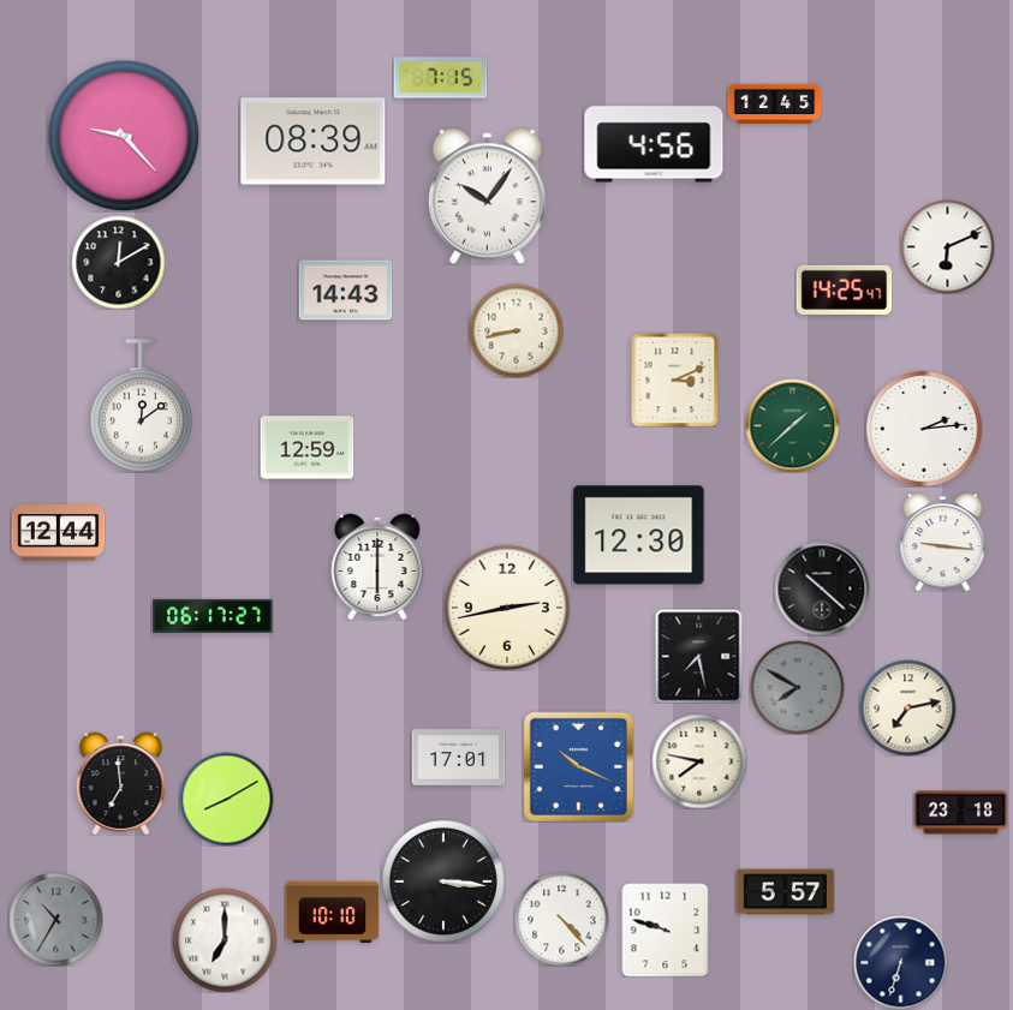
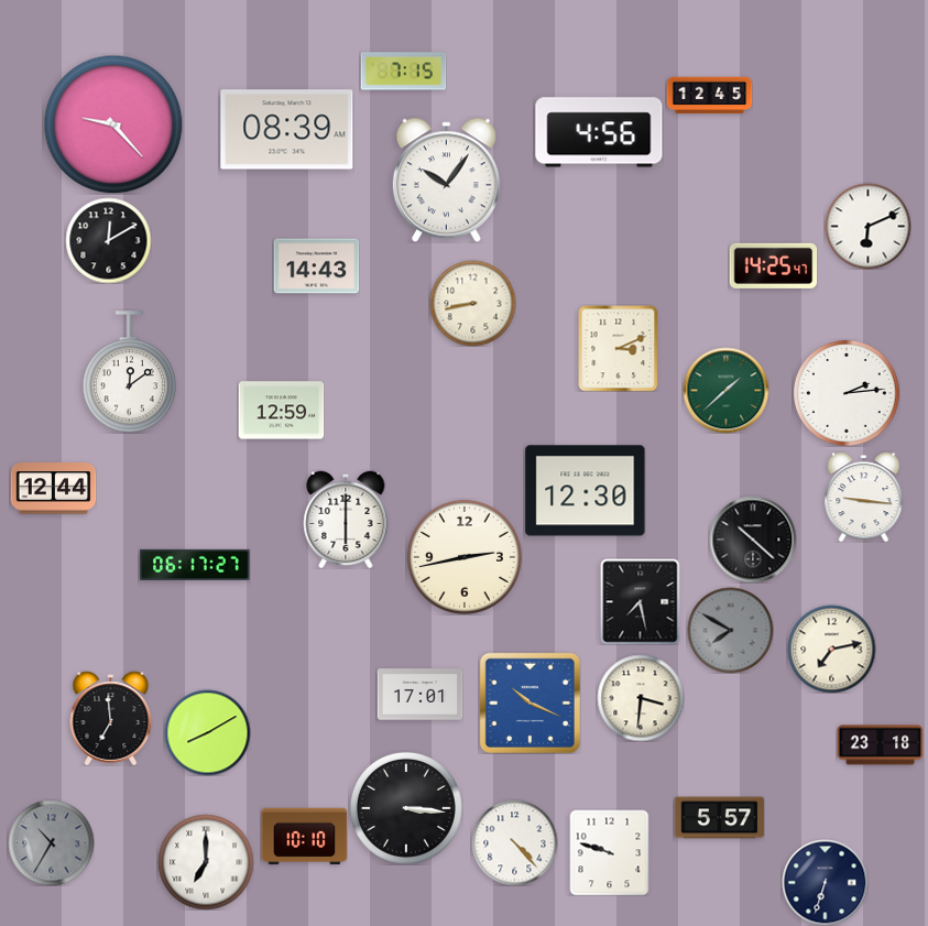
clock at (699, 761): 7:47 -> 3:31
